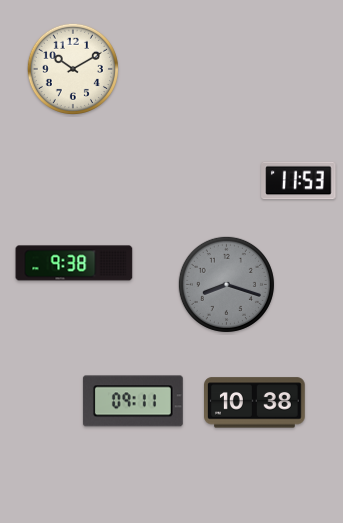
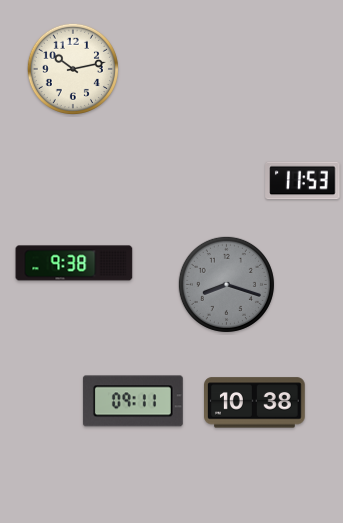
clock at (73, 69): 10:10 -> 10:13
clock at (299, 181) position: (299, 181) -> (303, 181)
